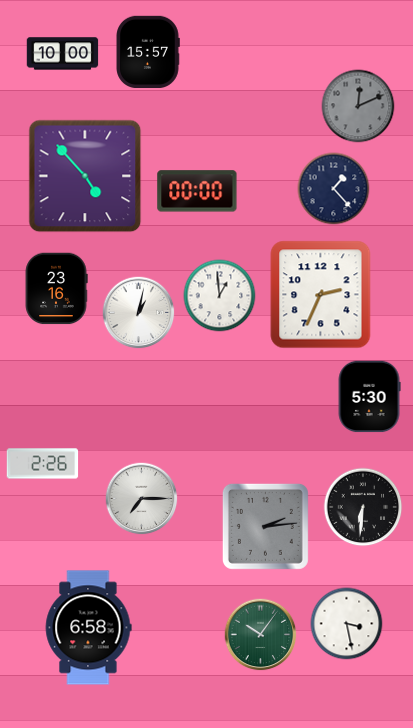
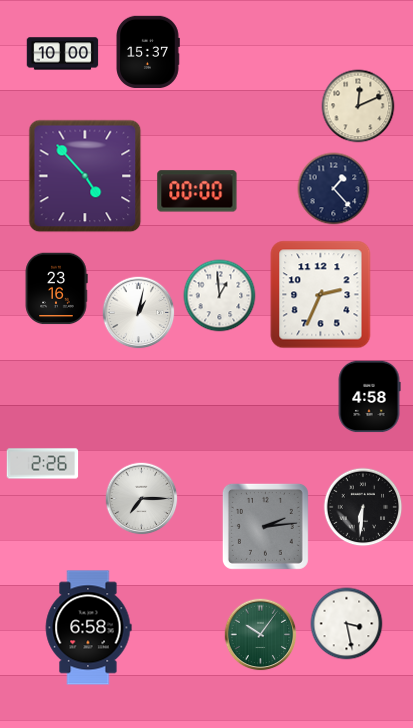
clock at (148, 51): 15:57 -> 15:37
clock at (358, 106) dial: grey -> cream
clock at (369, 397): 5:30 -> 4:58
